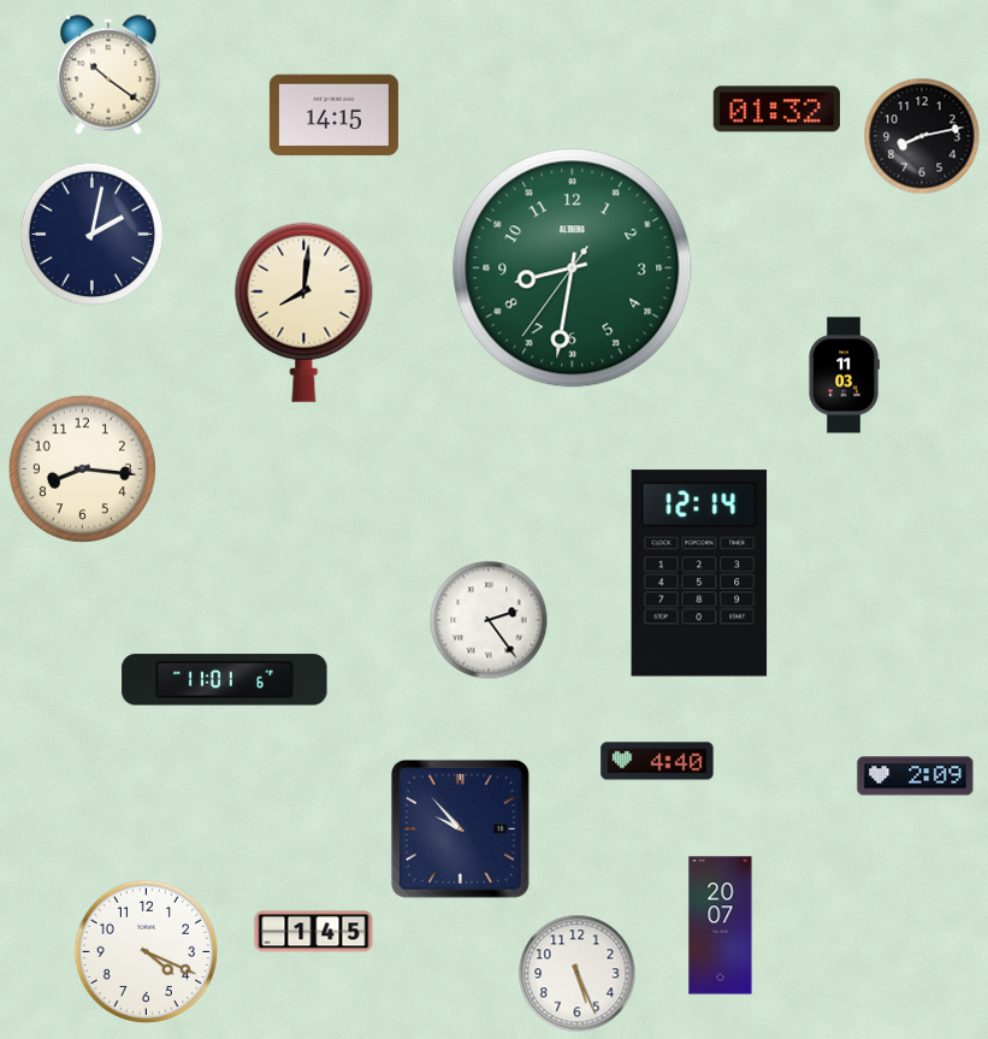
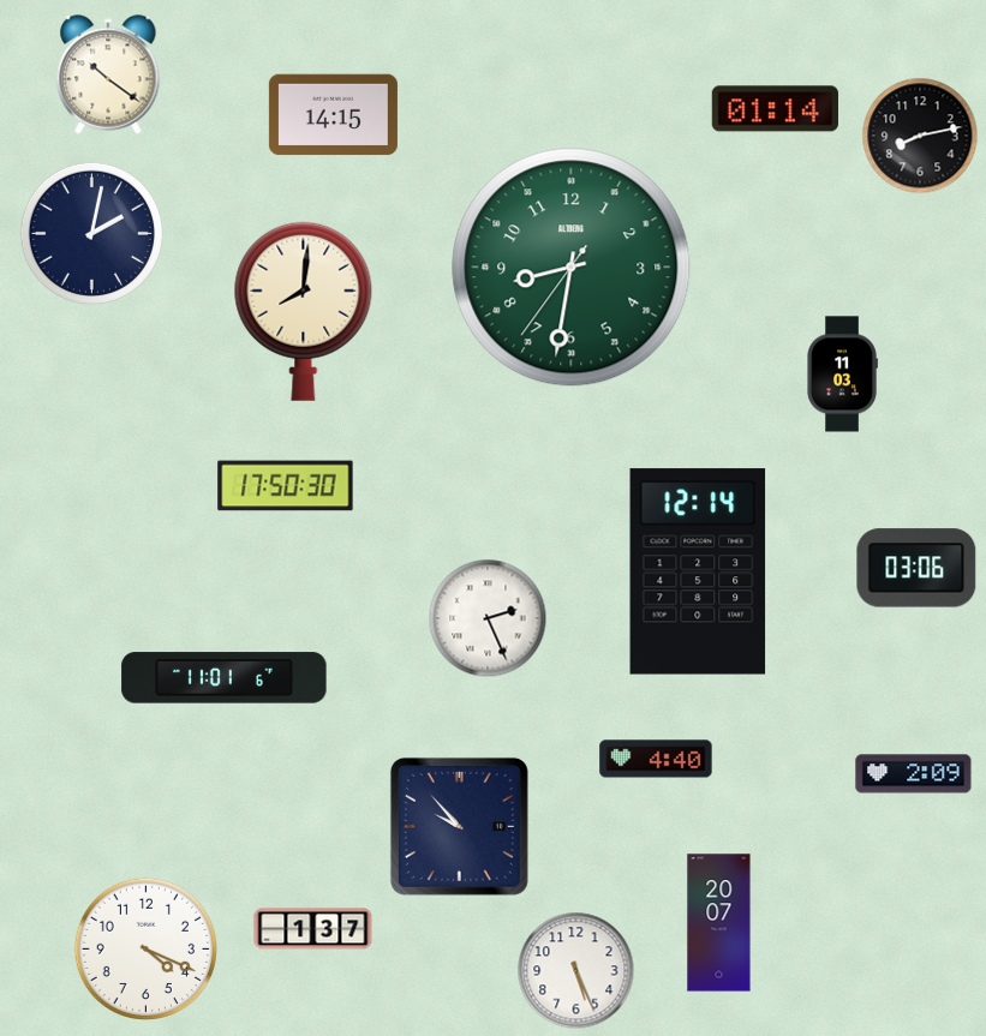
clock at (776, 110): 01:32 -> 01:14
clock at (82, 468): 8:16 -> none
clock at (286, 486): none -> 17:50
clock at (916, 568): none -> 03:06
clock at (489, 620): 2:24 -> 2:26
clock at (314, 932): 1:45 -> 1:37
